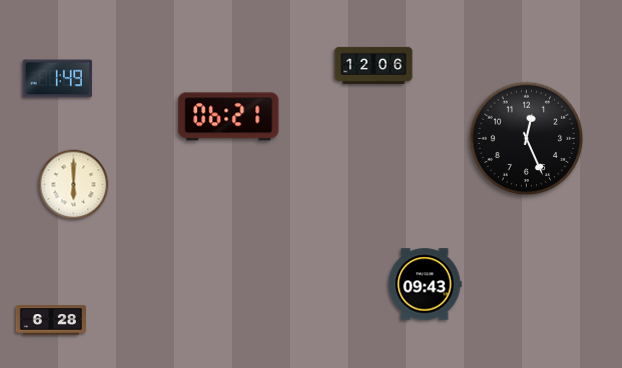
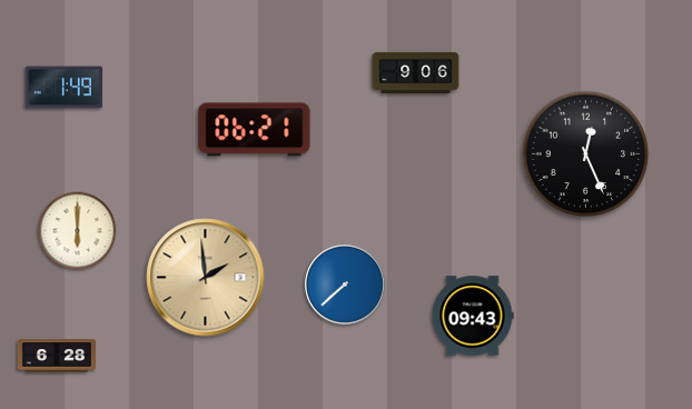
clock at (374, 65): 12:06 -> 9:06
clock at (74, 185) position: (74, 185) -> (78, 231)
clock at (206, 278): none -> 1:59
clock at (345, 285): none -> 7:38
